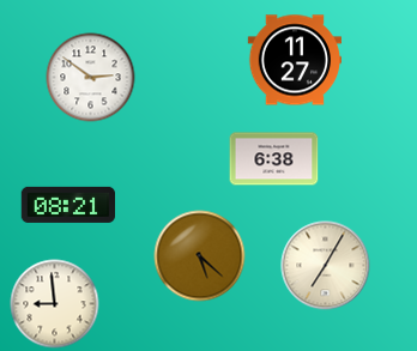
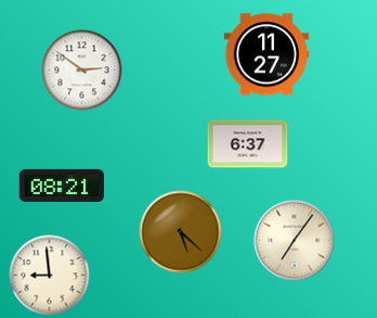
clock at (274, 159): 6:38 -> 6:37
clock at (326, 266): 7:05 -> 7:06
